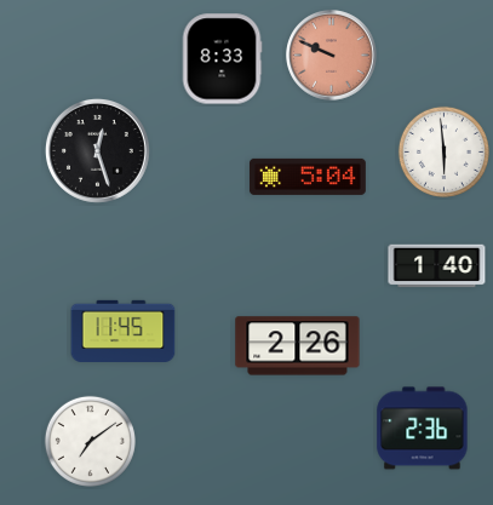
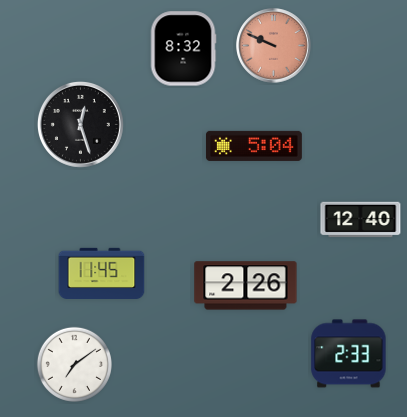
clock at (222, 59): 8:33 -> 8:32
clock at (443, 151): 5:59 -> none
clock at (437, 266): 1:40 -> 12:40
clock at (423, 429): 2:36 -> 2:33
